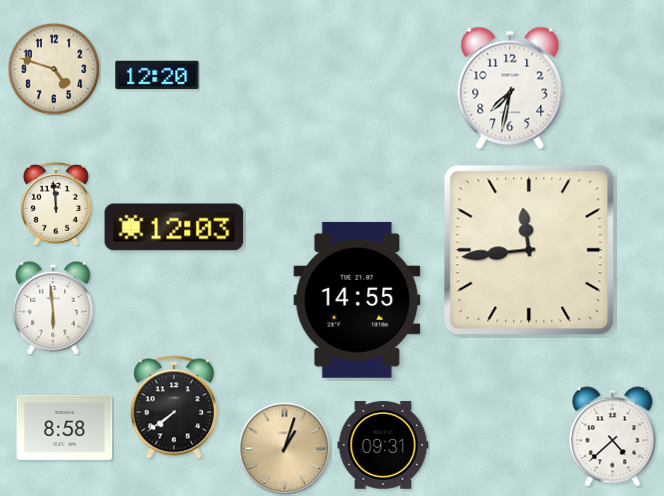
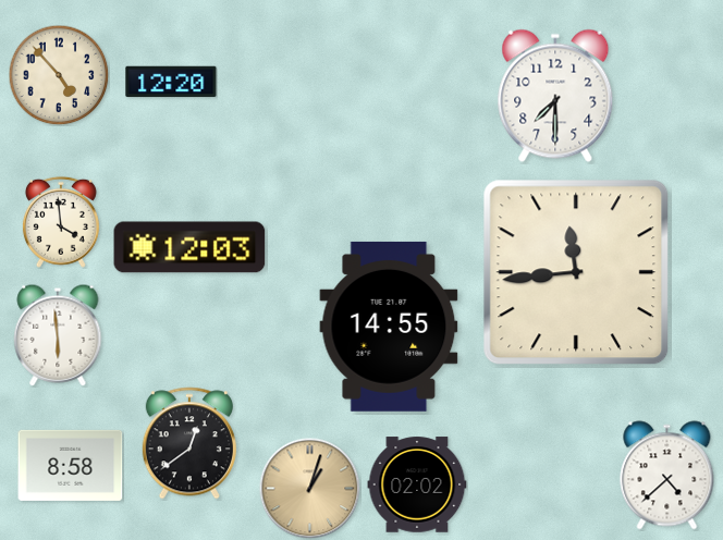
clock at (54, 69): 4:48 -> 4:53
clock at (510, 88): 7:32 -> 7:30
clock at (56, 204): 11:59 -> 3:59
clock at (174, 407): 7:39 -> 12:39
clock at (383, 445): 09:31 -> 02:02
